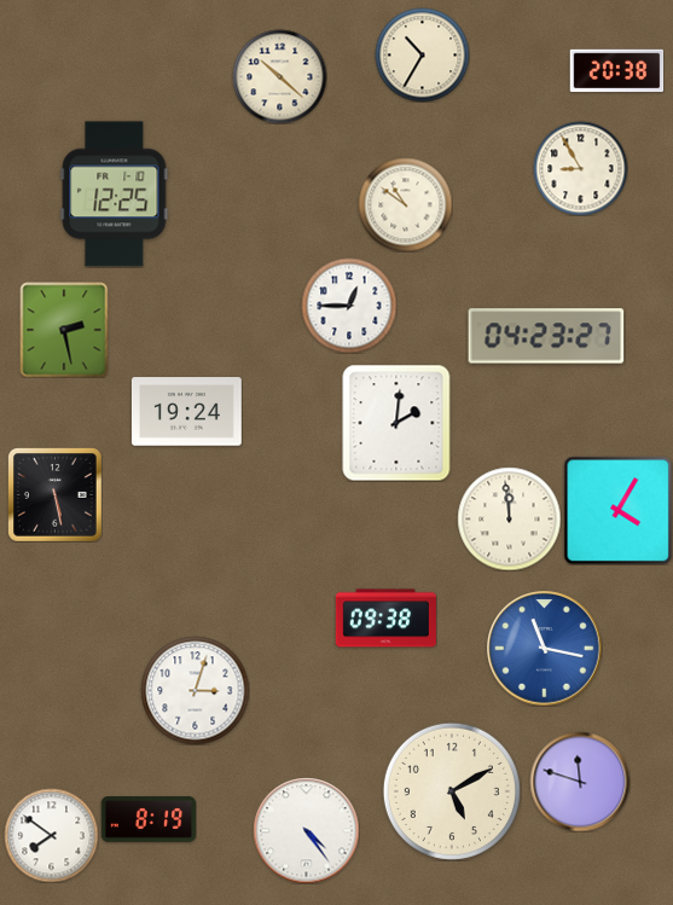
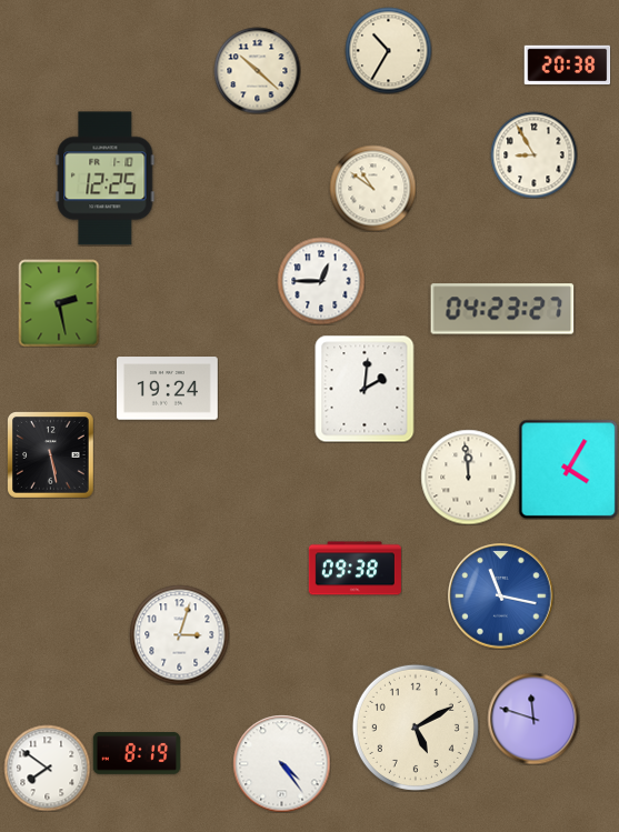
clock at (186, 412) position: (186, 412) -> (167, 389)
